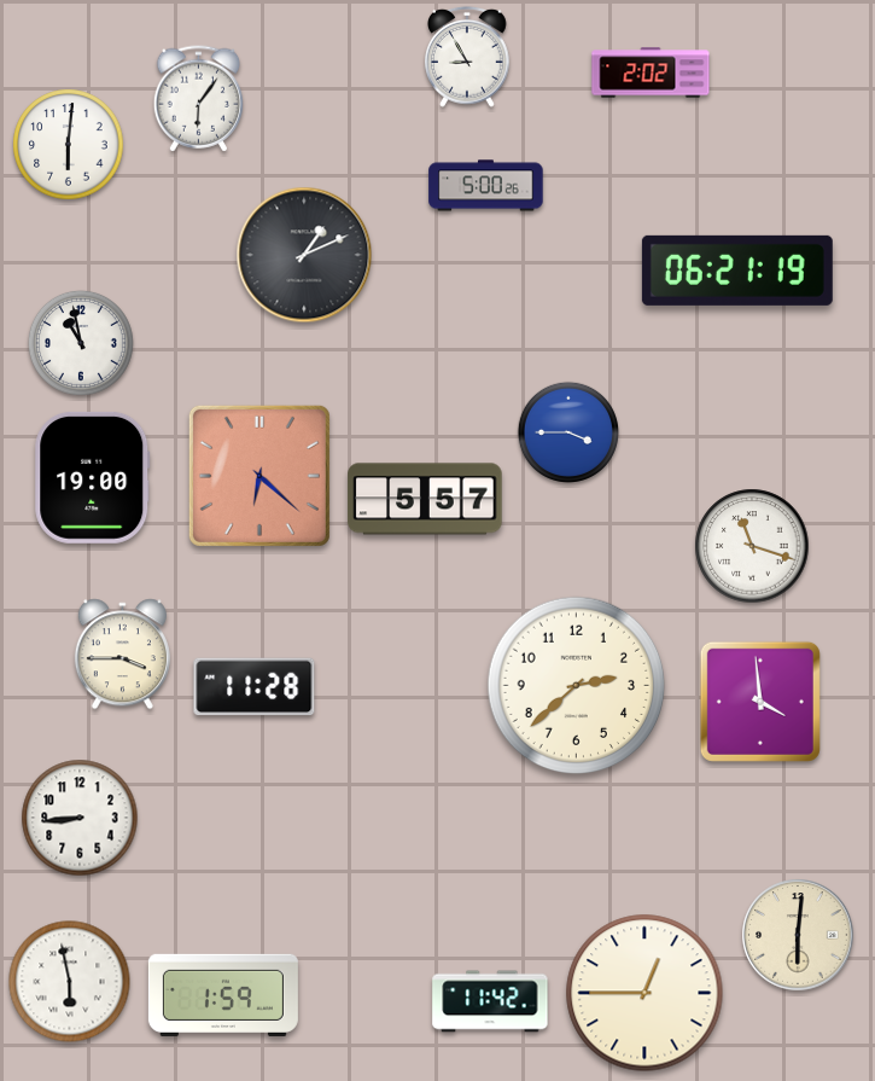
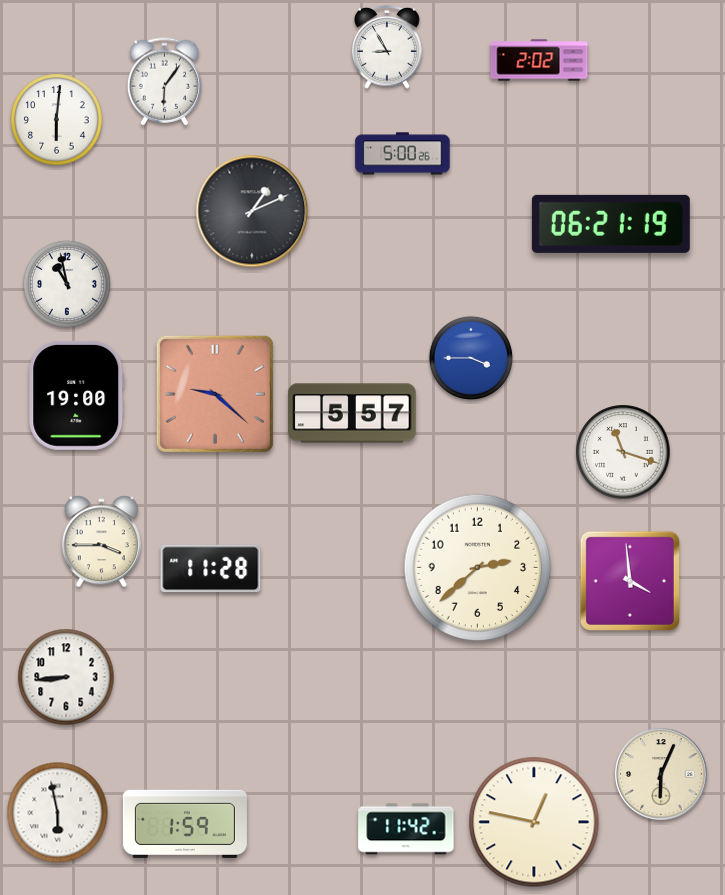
clock at (259, 476): 6:22 -> 9:22
clock at (798, 935): 6:01 -> 6:04
clock at (644, 993): 12:45 -> 12:47
